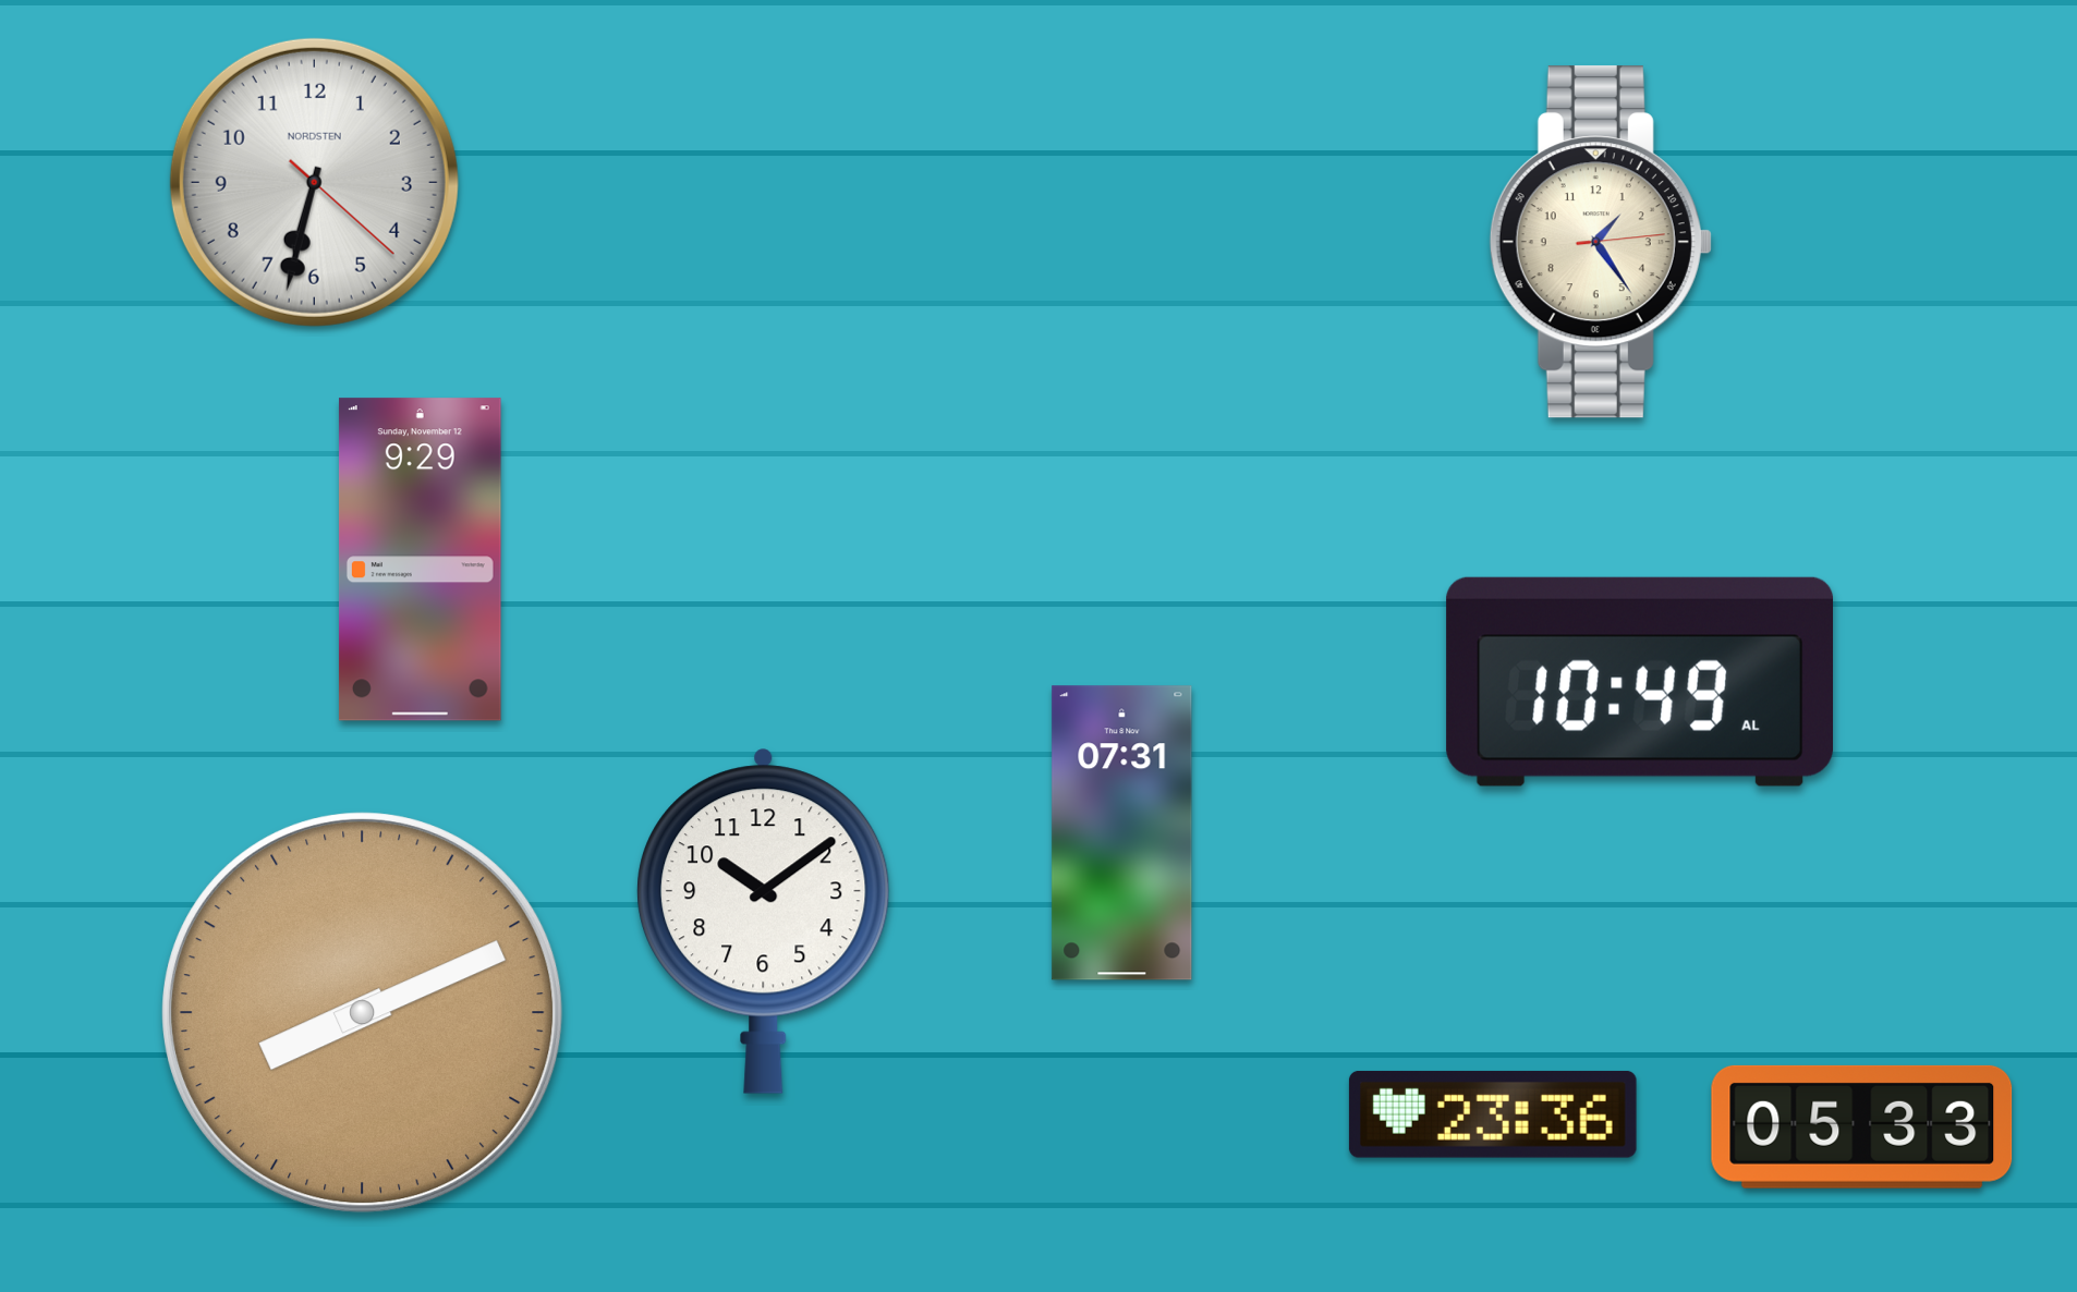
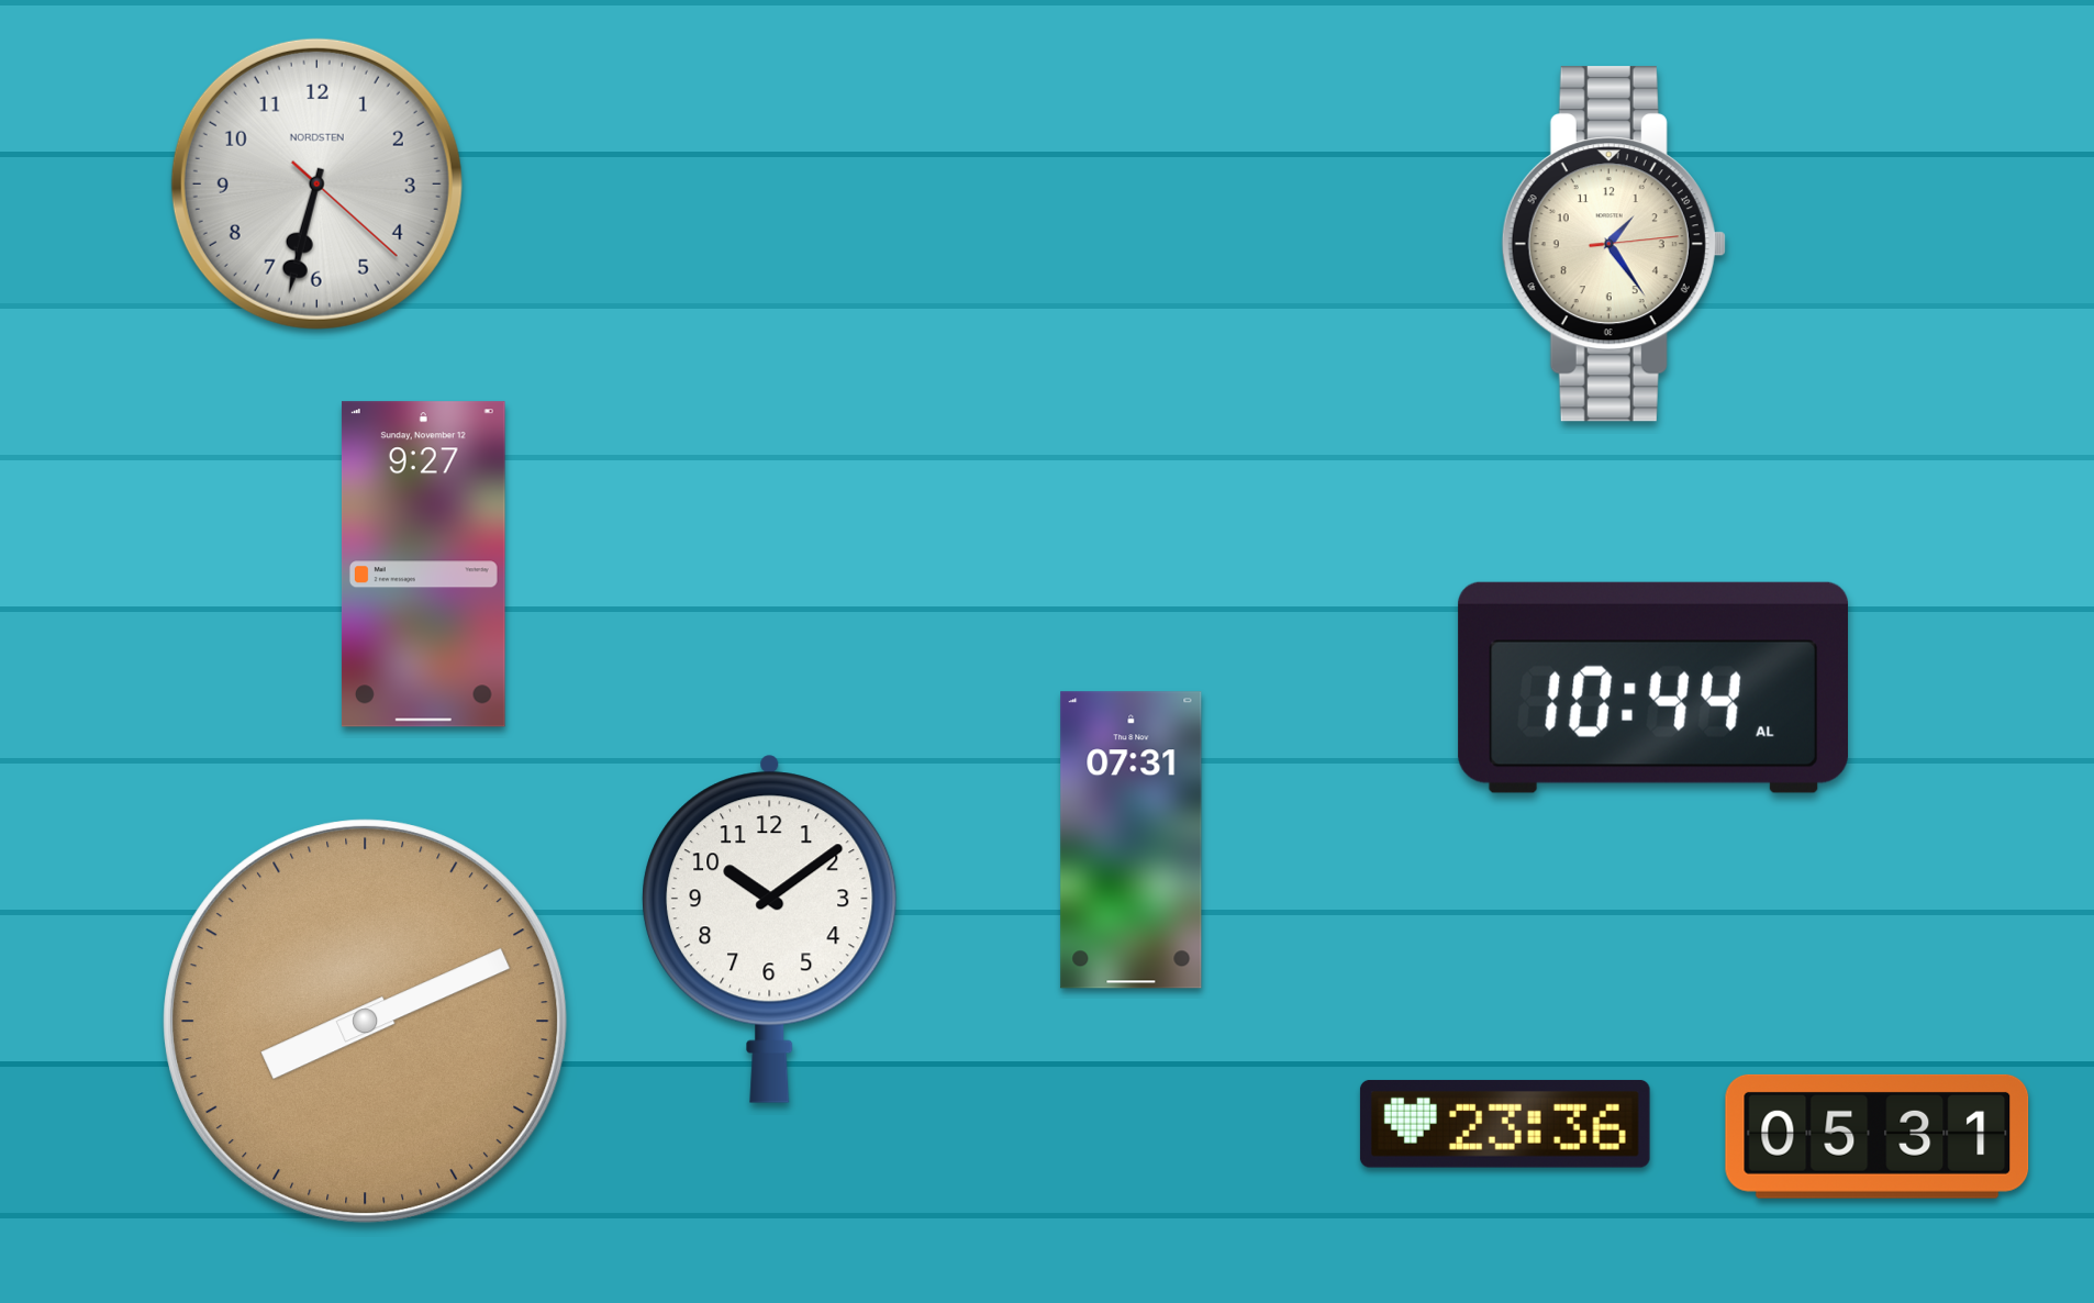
clock at (420, 560): 9:29 -> 9:27
clock at (1639, 682): 10:49 -> 10:44
clock at (1862, 1126): 05:33 -> 05:31
